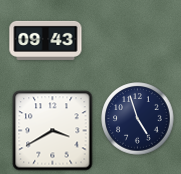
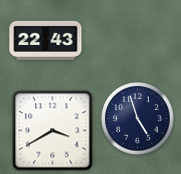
clock at (46, 40): 09:43 -> 22:43
